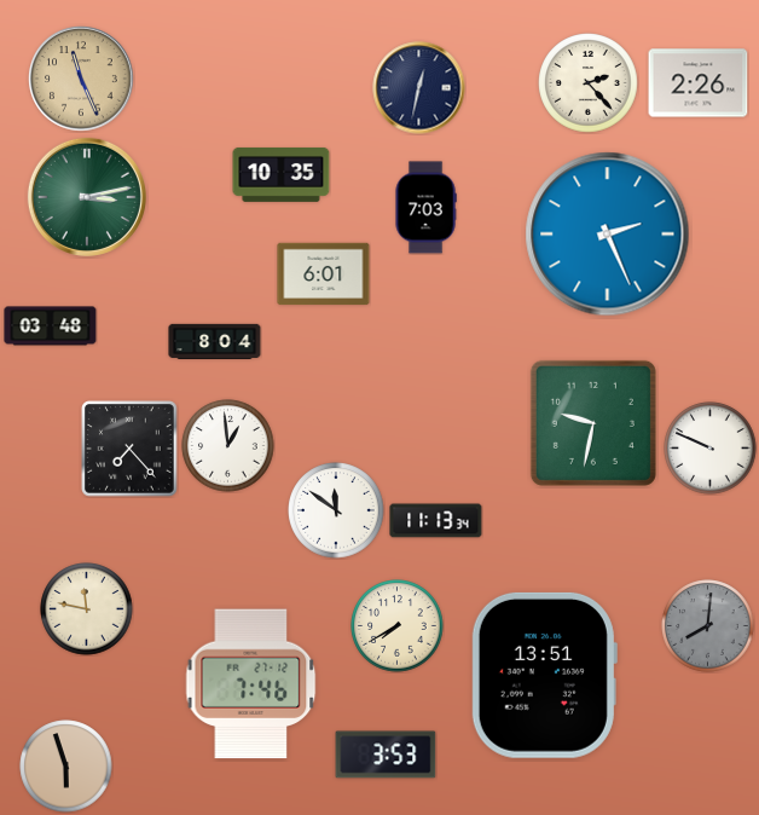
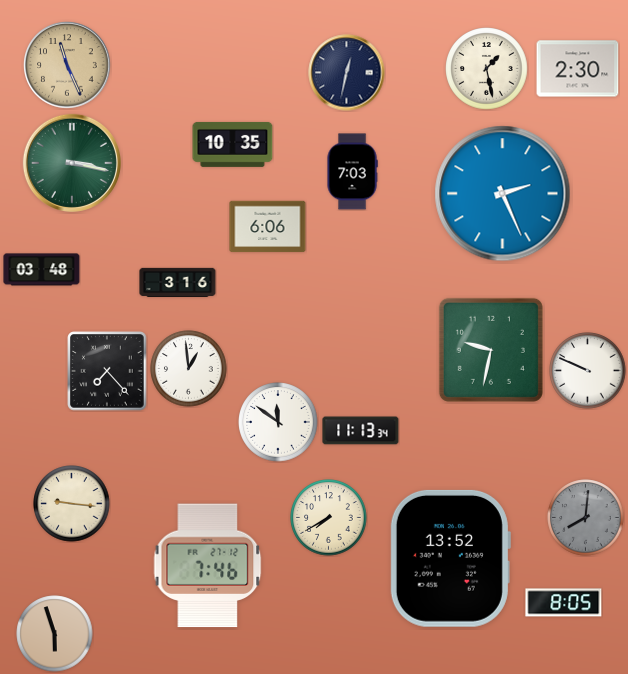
clock at (589, 83): 2:23 -> 1:28
clock at (699, 83): 2:26 -> 2:30
clock at (87, 197): 3:13 -> 3:17
clock at (324, 274): 6:01 -> 6:06
clock at (215, 341): 8:04 -> 3:16
clock at (87, 609): 11:47 -> 9:16
clock at (544, 675): 13:51 -> 13:52
clock at (564, 603): none -> 8:05
clock at (386, 755): 3:53 -> none
